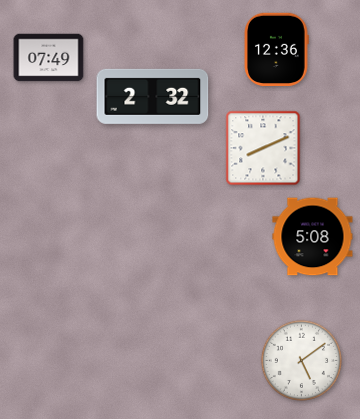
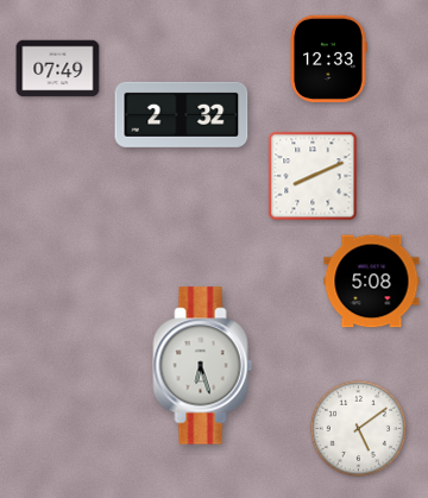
clock at (276, 50): 12:36 -> 12:33
clock at (203, 366): none -> 6:27
